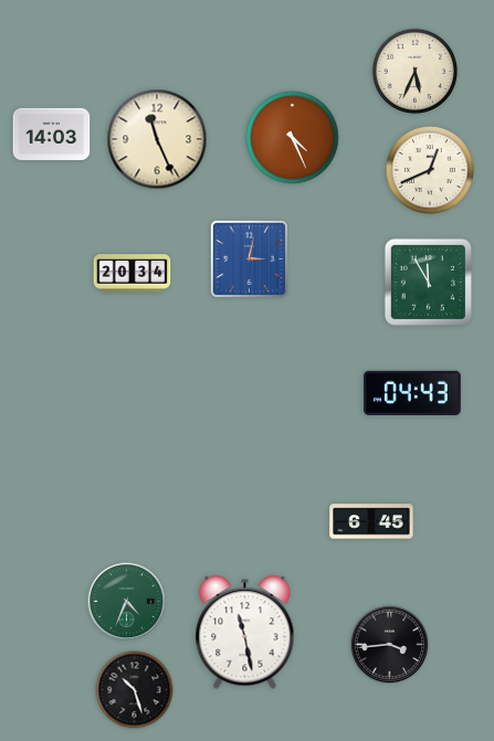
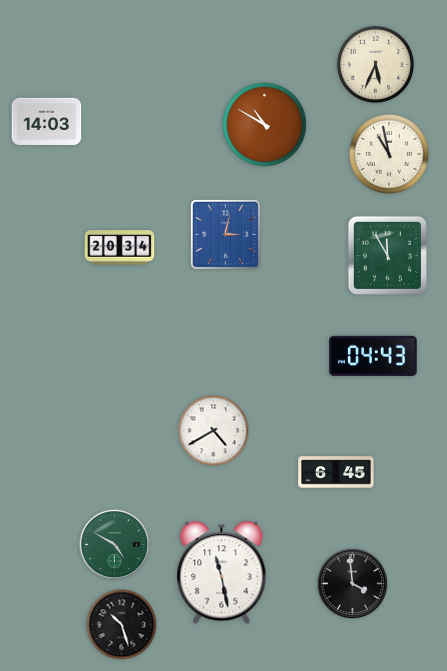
clock at (293, 138): 4:26 -> 10:50
clock at (157, 139): 11:26 -> none
clock at (430, 170): 12:41 -> 10:58
clock at (214, 431): none -> 4:40
clock at (127, 602): 4:34 -> 4:50
clock at (390, 645): 3:44 -> 3:59
